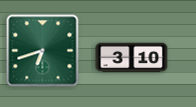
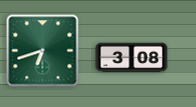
clock at (132, 58): 3:10 -> 3:08
